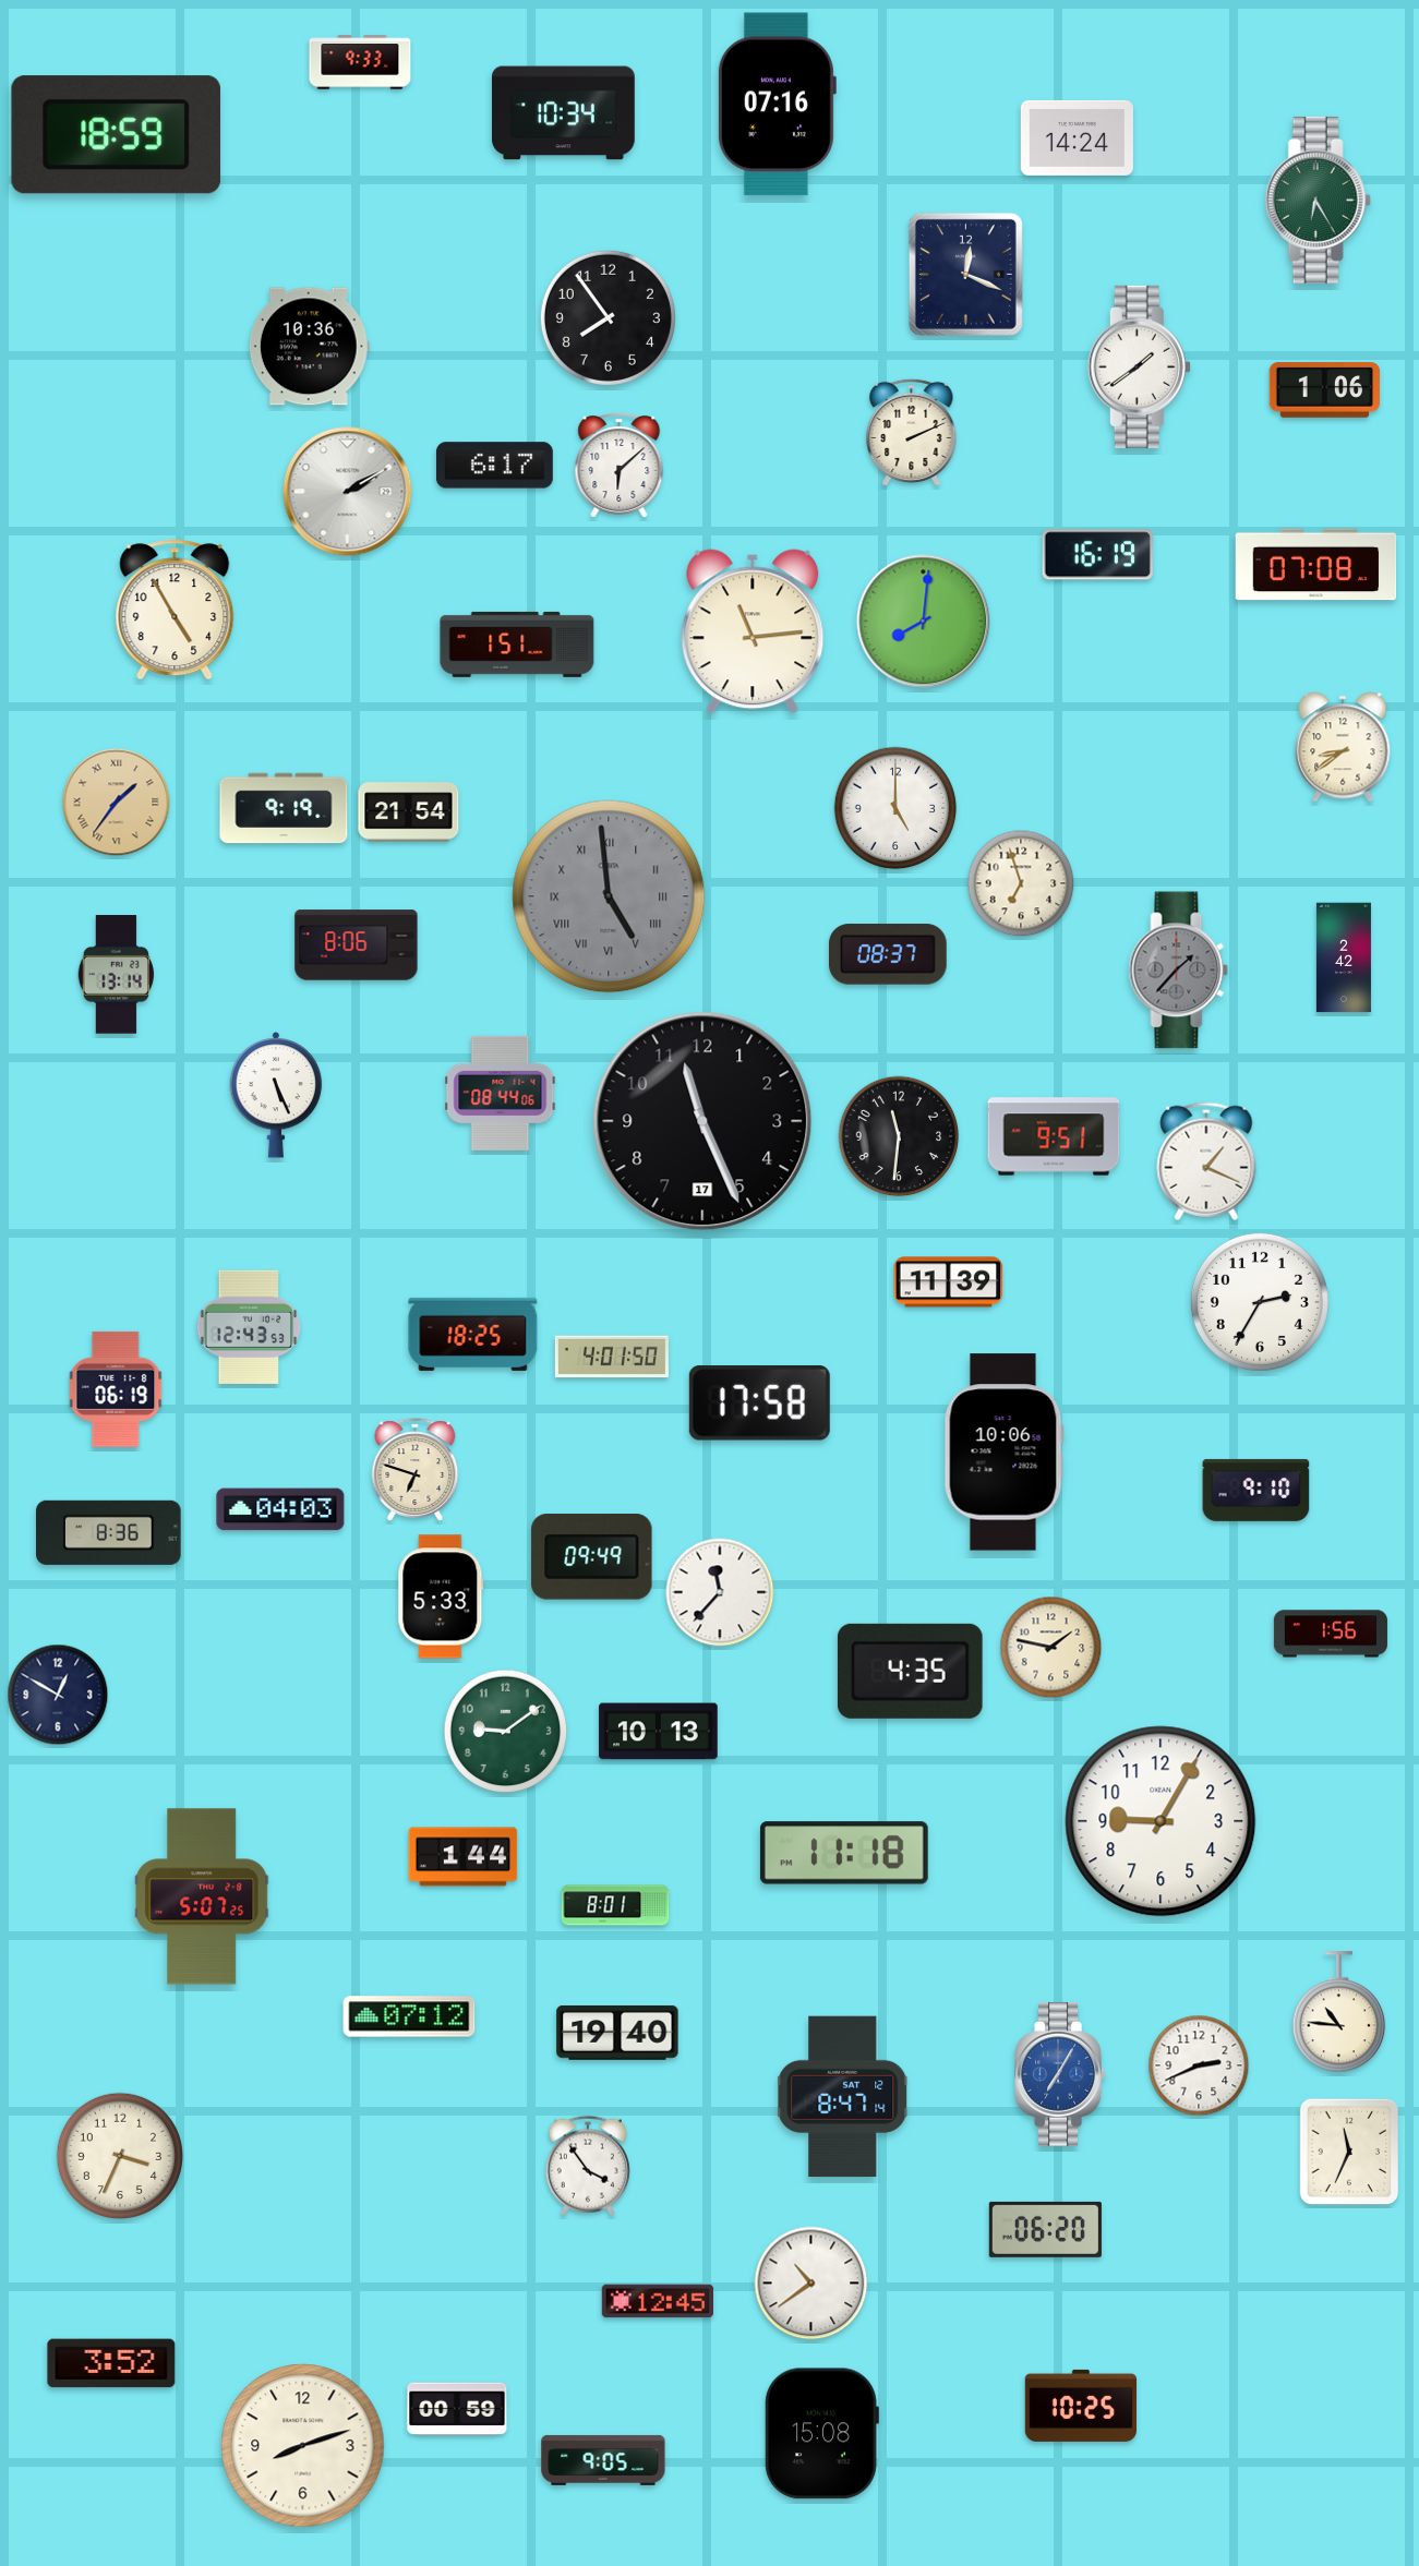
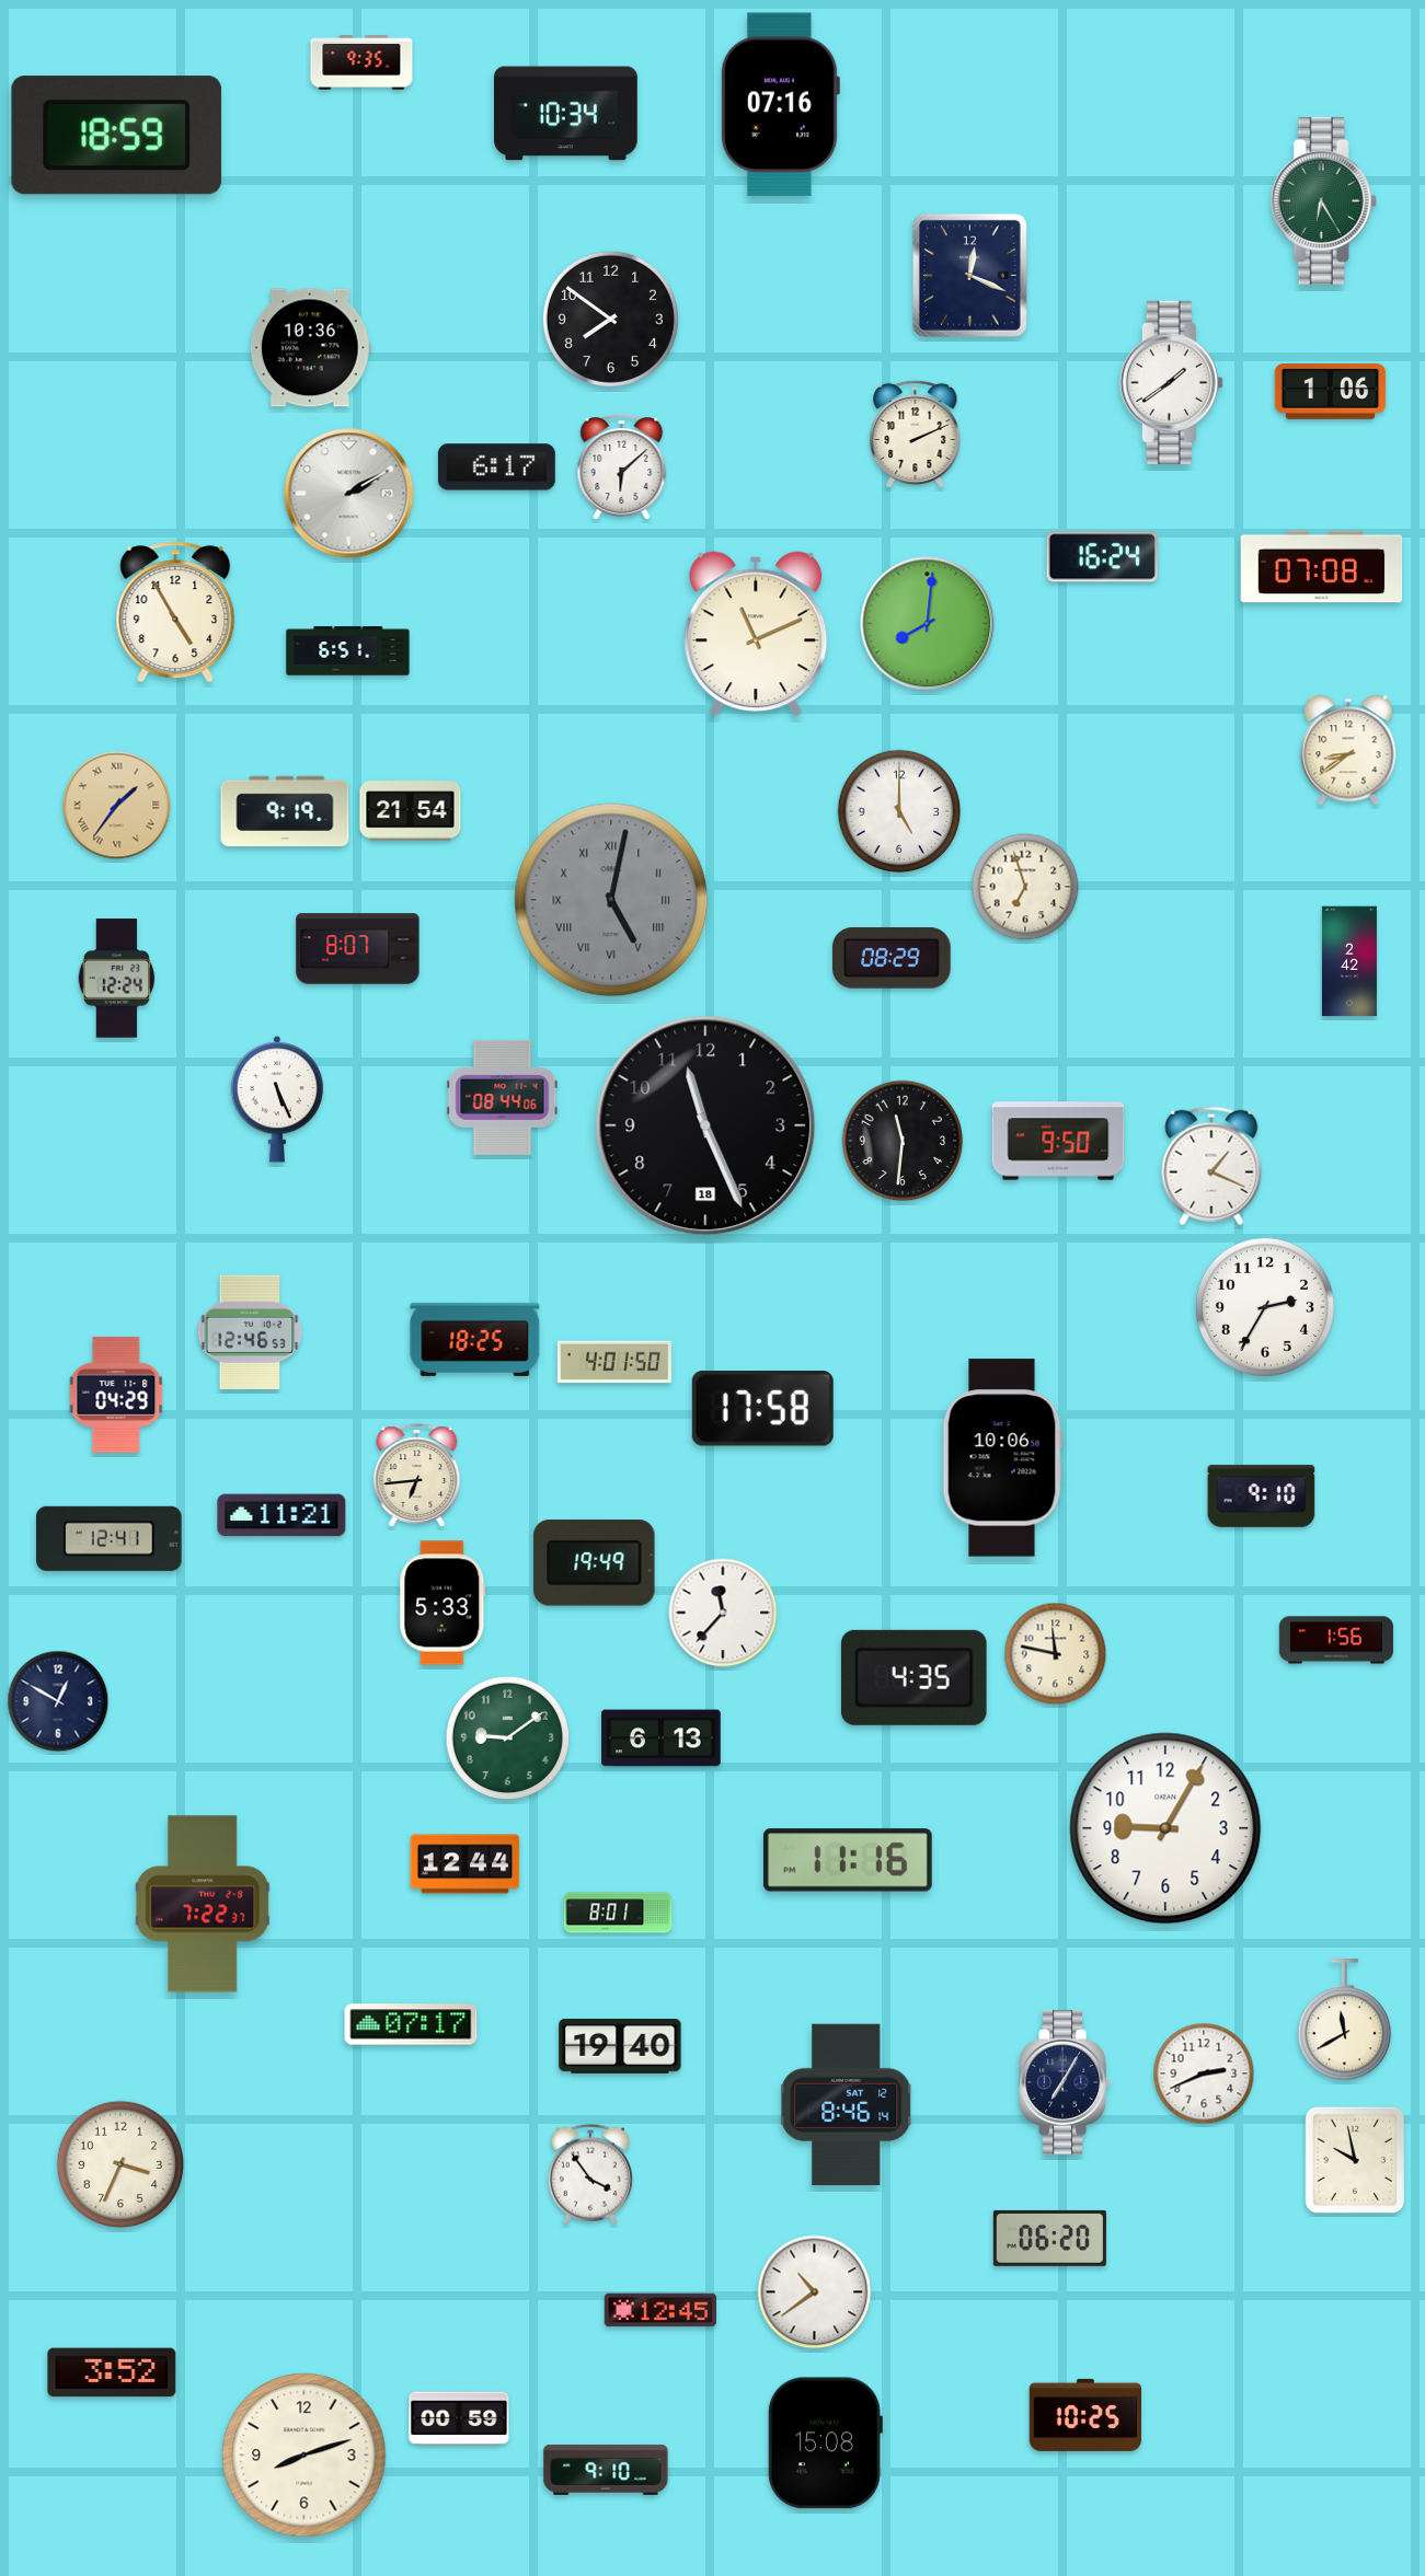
clock at (360, 62): 9:33 -> 9:35
clock at (1077, 137): 14:24 -> none
clock at (608, 317): 7:54 -> 7:51
clock at (1139, 366) position: (1139, 366) -> (1171, 382)
clock at (1097, 555): 16:19 -> 16:24
clock at (753, 631): 11:14 -> 11:11
clock at (517, 644): 1:51 -> none
clock at (348, 651): none -> 6:51
clock at (409, 812) position: (409, 812) -> (411, 811)
clock at (609, 896): 4:59 -> 5:02
clock at (357, 945): 8:06 -> 8:07
clock at (889, 954): 08:37 -> 08:29
clock at (1179, 971): 1:37 -> none
clock at (116, 975): 13:14 -> 12:24
clock at (702, 1121) date: 17 -> 18
clock at (1054, 1136): 9:51 -> 9:50
clock at (949, 1282): 11:39 -> none
clock at (249, 1327): 12:43 -> 12:46
clock at (116, 1389): 06:19 -> 04:29
clock at (1003, 1453) position: (1003, 1453) -> (1002, 1458)
clock at (416, 1470): 6:48 -> 6:44
clock at (280, 1509): 04:03 -> 11:21
clock at (109, 1532): 8:36 -> 12:41
clock at (592, 1557): 09:49 -> 19:49
clock at (720, 1592) position: (720, 1592) -> (723, 1613)
clock at (1051, 1648): 1:47 -> 11:47
clock at (659, 1732): 10:13 -> 6:13
clock at (844, 1853): 11:18 -> 11:16
clock at (464, 1857): 1:44 -> 12:44
clock at (202, 1896): 5:07 -> 7:22
clock at (1339, 2012): 10:46 -> 11:40
clock at (409, 2016): 07:12 -> 07:17
clock at (617, 2033) position: (617, 2033) -> (620, 2046)
clock at (1060, 2074) dial: blue -> navy
clock at (843, 2097): 8:47 -> 8:46
clock at (1349, 2152): 11:34 -> 9:58
clock at (603, 2460): 9:05 -> 9:10
